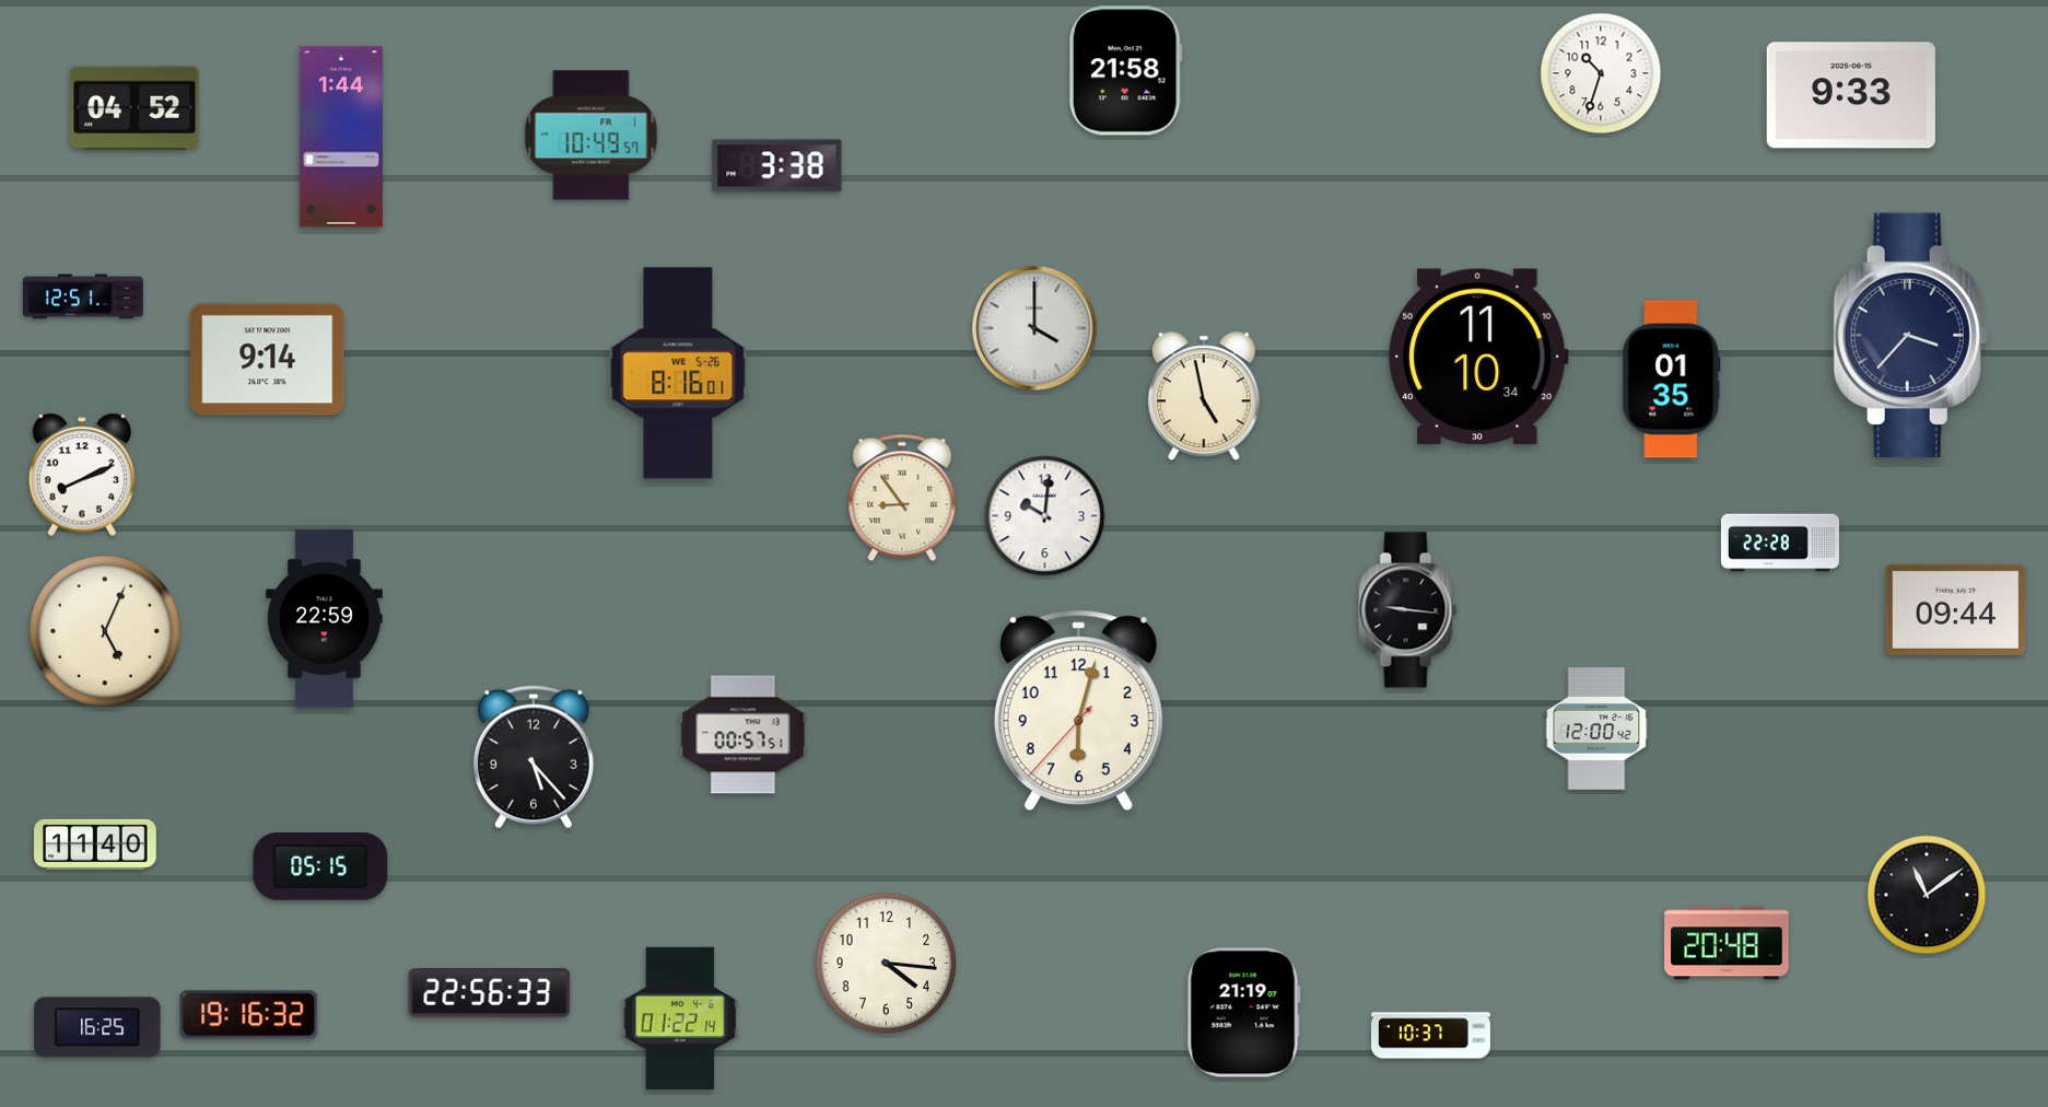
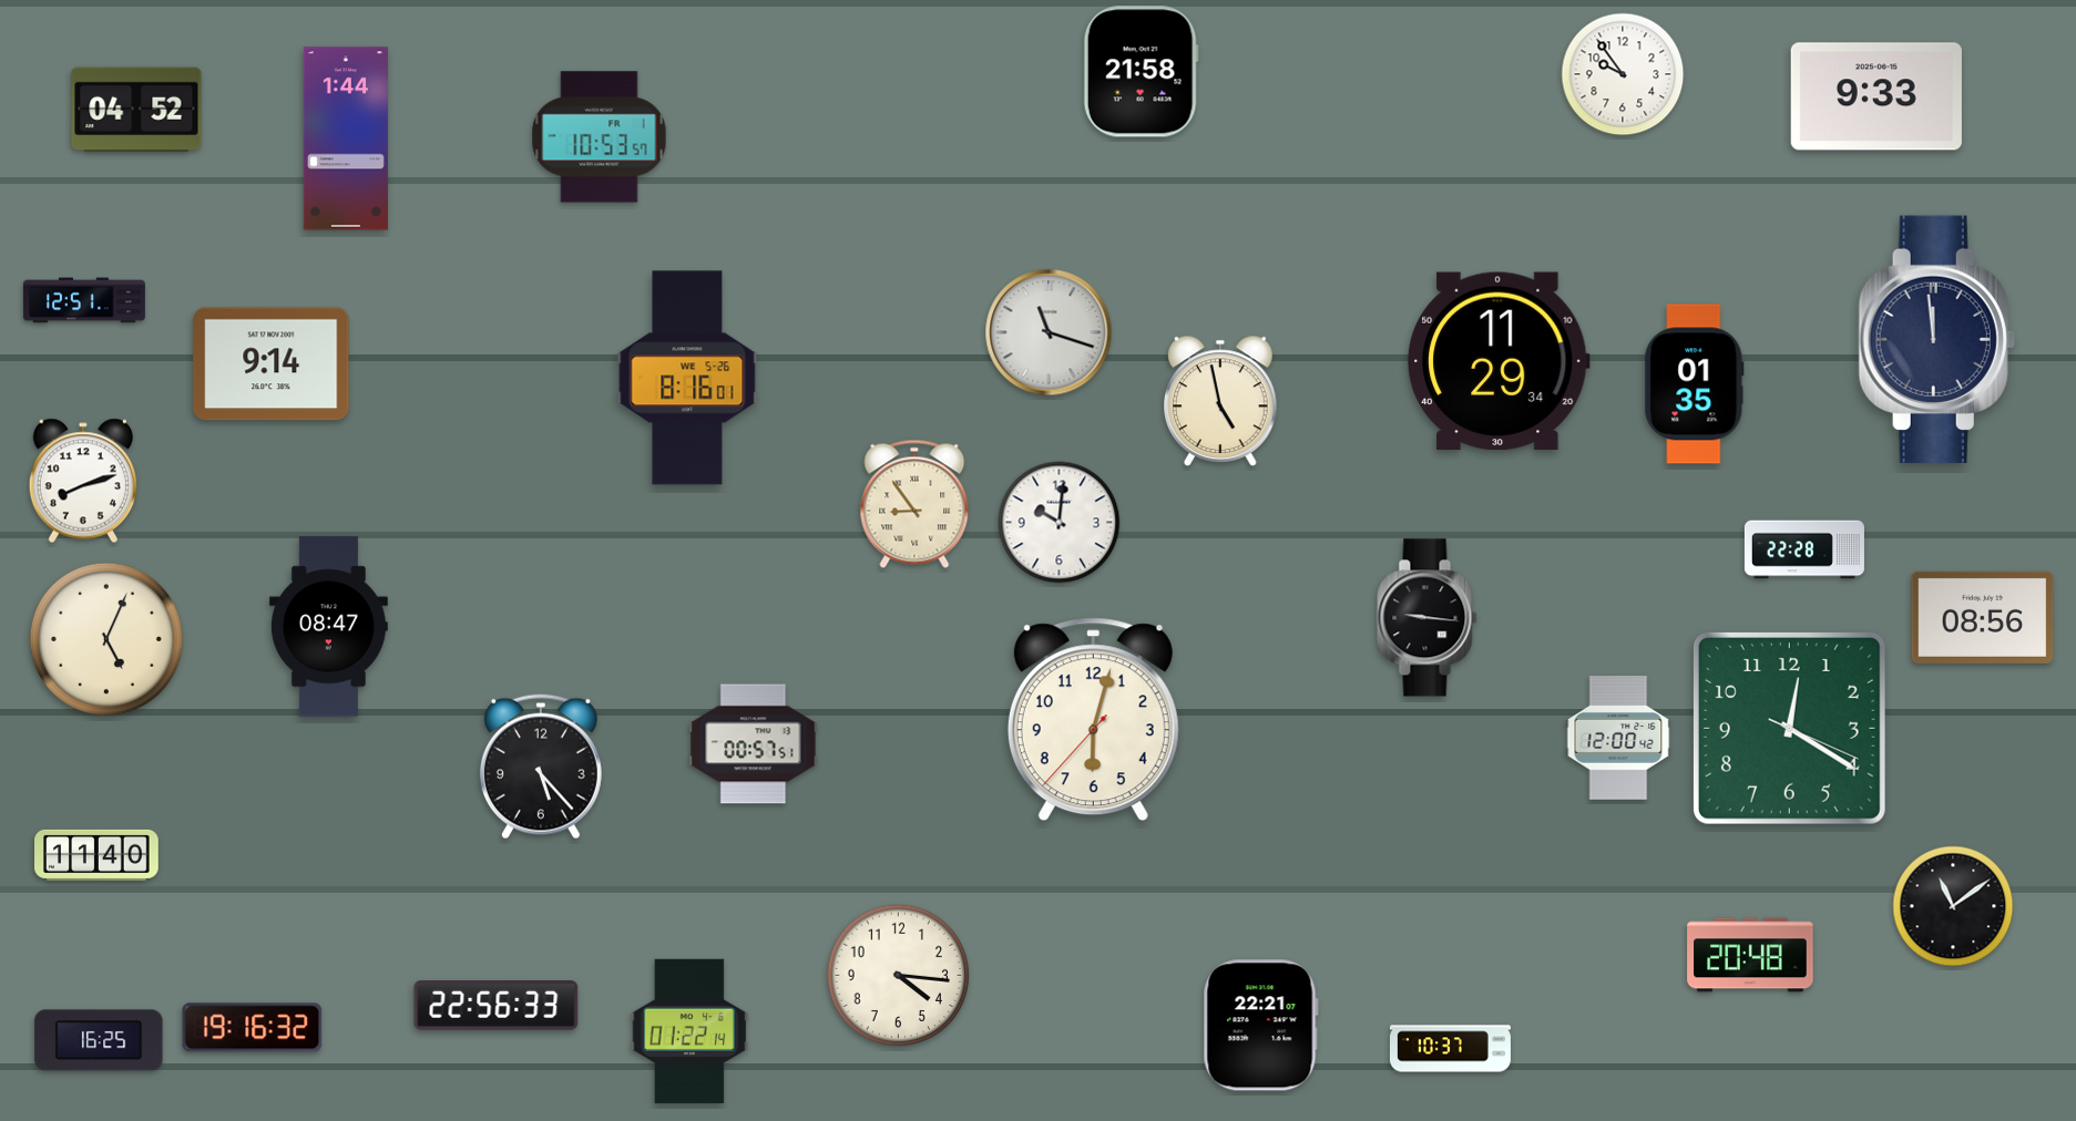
clock at (1601, 73): 10:33 -> 9:54
clock at (592, 136): 10:49 -> 10:53
clock at (777, 166): 3:38 -> none
clock at (1034, 328): 4:00 -> 11:18
clock at (1910, 335): 3:37 -> 11:59
clock at (1479, 357): 11:10 -> 11:29
clock at (82, 475): 8:11 -> 8:12
clock at (1956, 609): 09:44 -> 08:56
clock at (324, 619): 22:59 -> 08:47
clock at (1789, 728): none -> 12:20
clock at (320, 867): 05:15 -> none
clock at (1243, 1013): 21:19 -> 22:21
